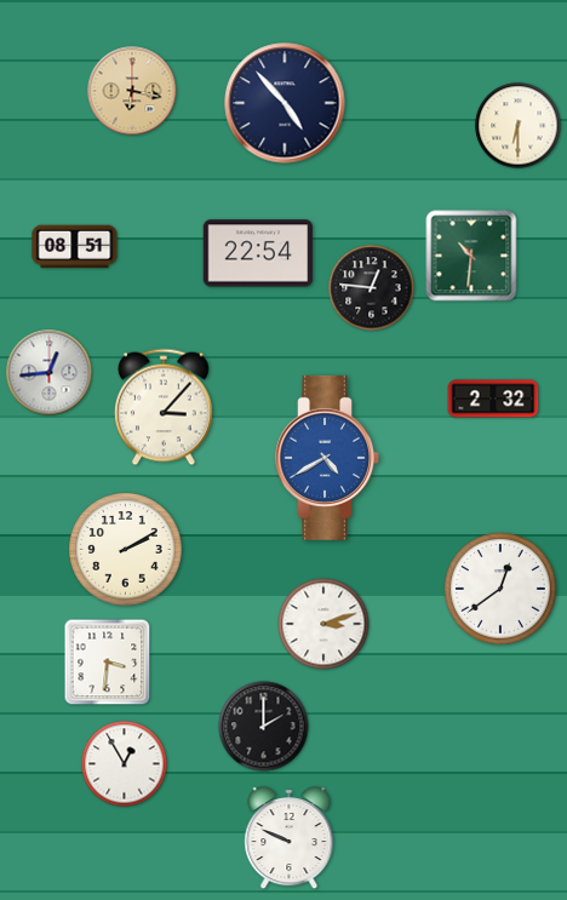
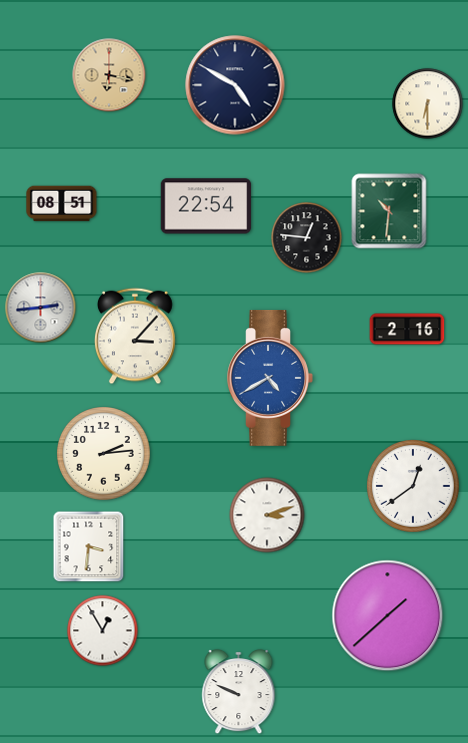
clock at (285, 103): 4:53 -> 4:50
clock at (258, 253) position: (258, 253) -> (206, 206)
clock at (50, 373): 12:44 -> 2:44
clock at (493, 399): 2:32 -> 2:16
clock at (126, 550): 2:10 -> 2:14
clock at (264, 727): 2:00 -> none
clock at (388, 616): none -> 1:38
